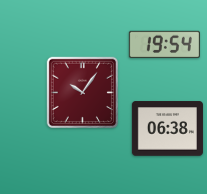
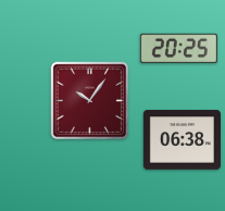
clock at (164, 44): 19:54 -> 20:25
